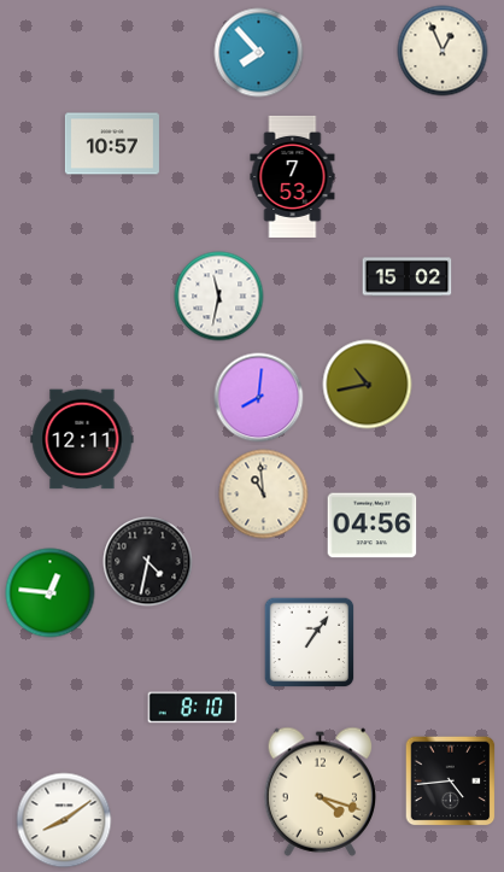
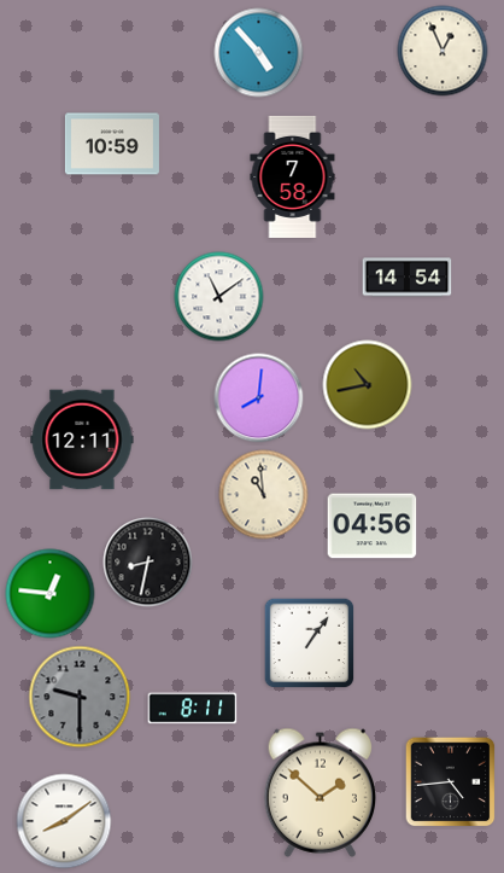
clock at (259, 53): 7:53 -> 4:53
clock at (112, 144): 10:57 -> 10:59
clock at (293, 176): 7:53 -> 7:58
clock at (408, 277): 15:02 -> 14:54
clock at (219, 297): 11:32 -> 11:09
clock at (148, 562): 4:32 -> 8:32
clock at (80, 697): none -> 9:30
clock at (193, 708): 8:10 -> 8:11
clock at (320, 791): 4:18 -> 1:52
